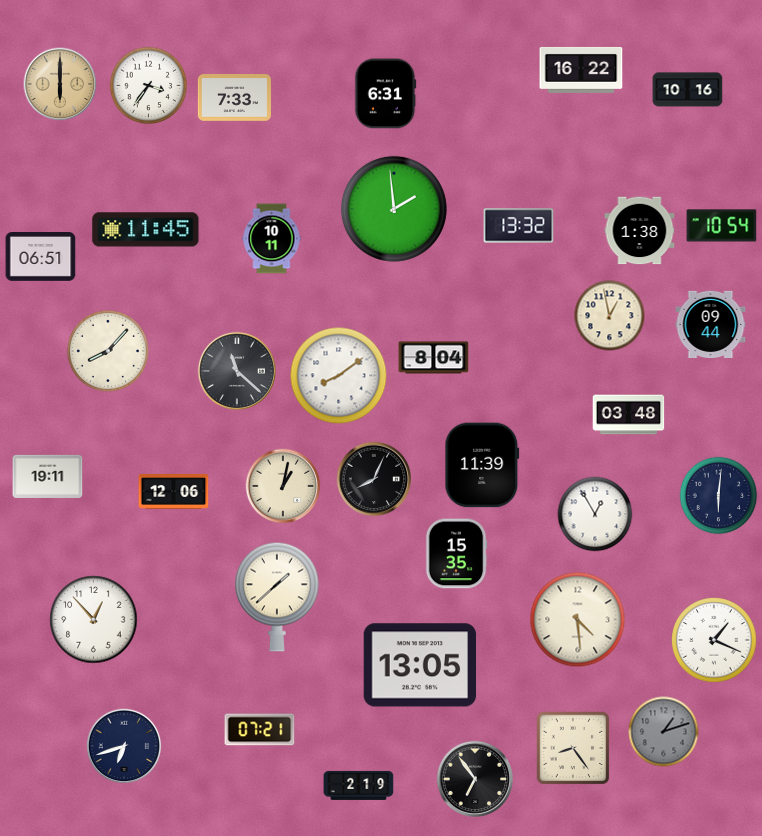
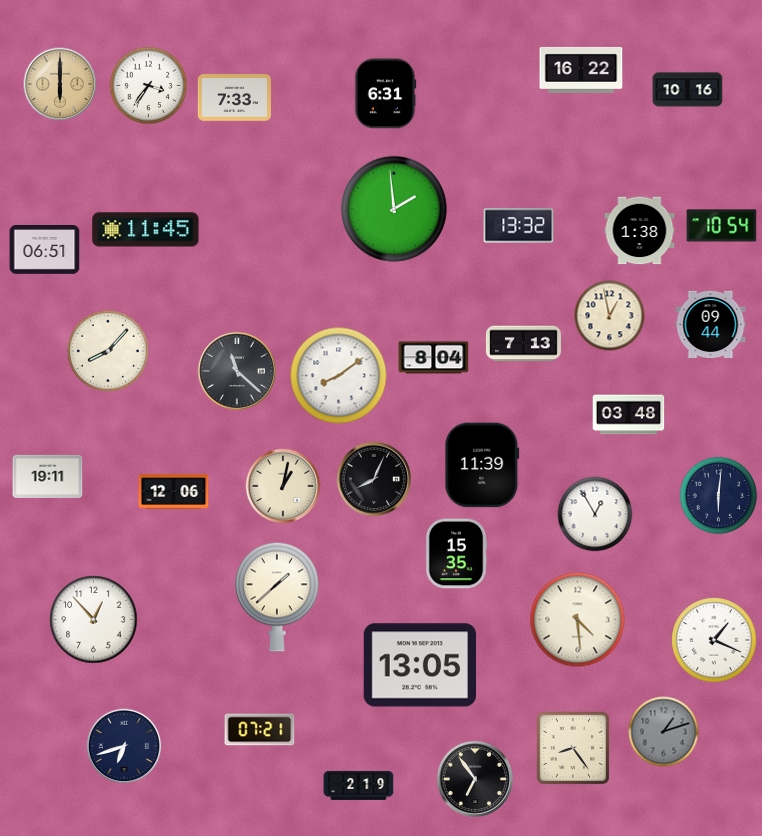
clock at (272, 239): 10:11 -> none
clock at (41, 257) position: (41, 257) -> (45, 250)
clock at (523, 344): none -> 7:13
